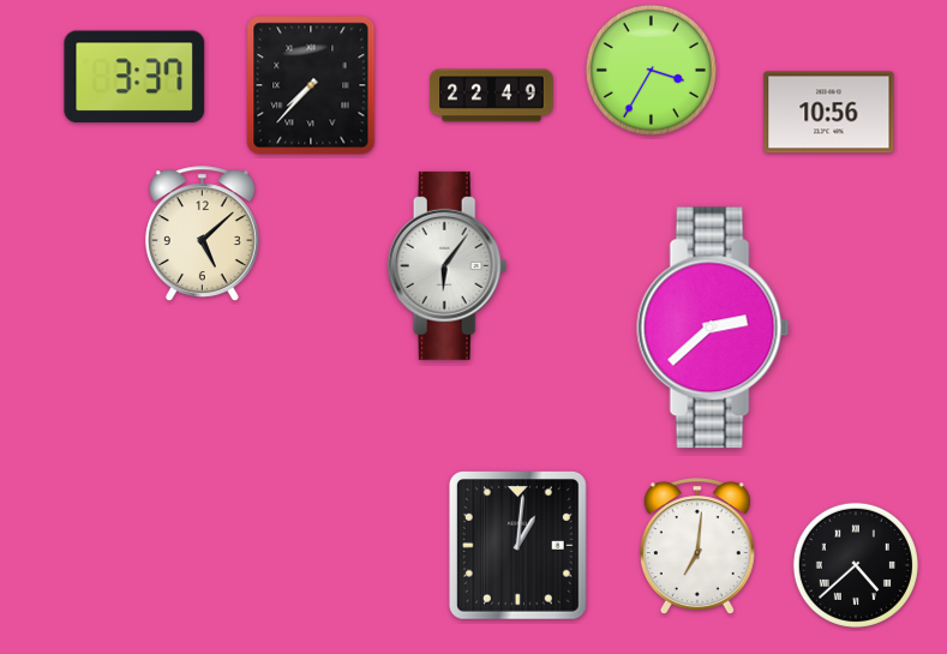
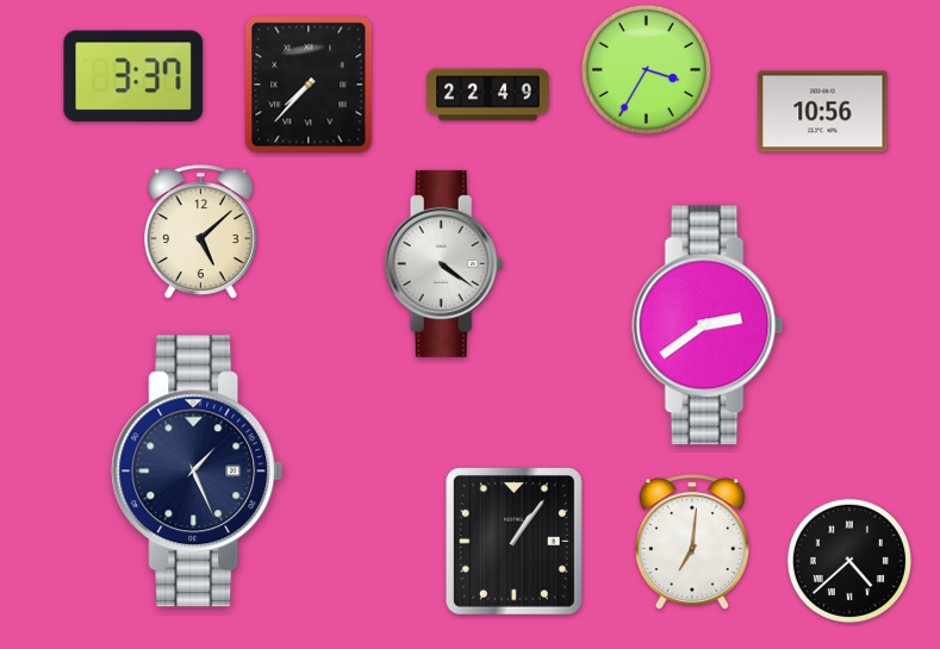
clock at (448, 265): 6:06 -> 4:21
clock at (713, 328): 2:38 -> 2:39
clock at (198, 472): none -> 1:26
clock at (517, 546): 1:01 -> 1:06
